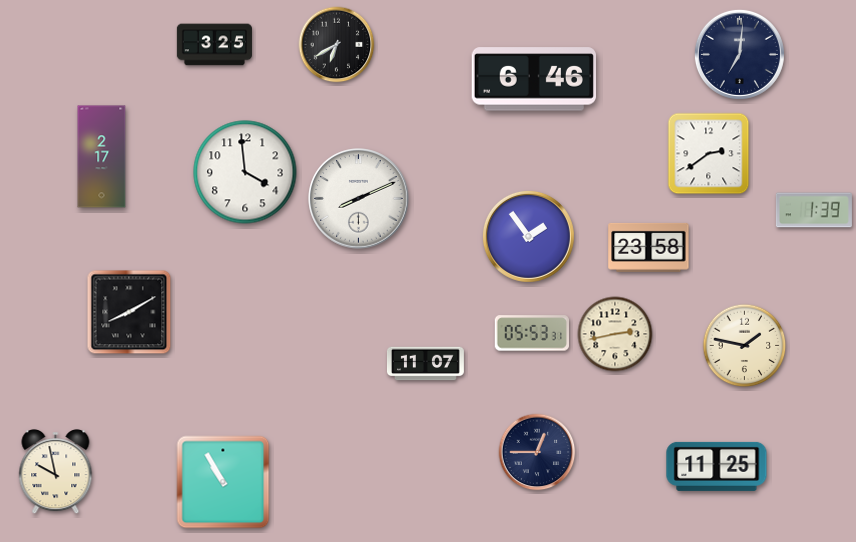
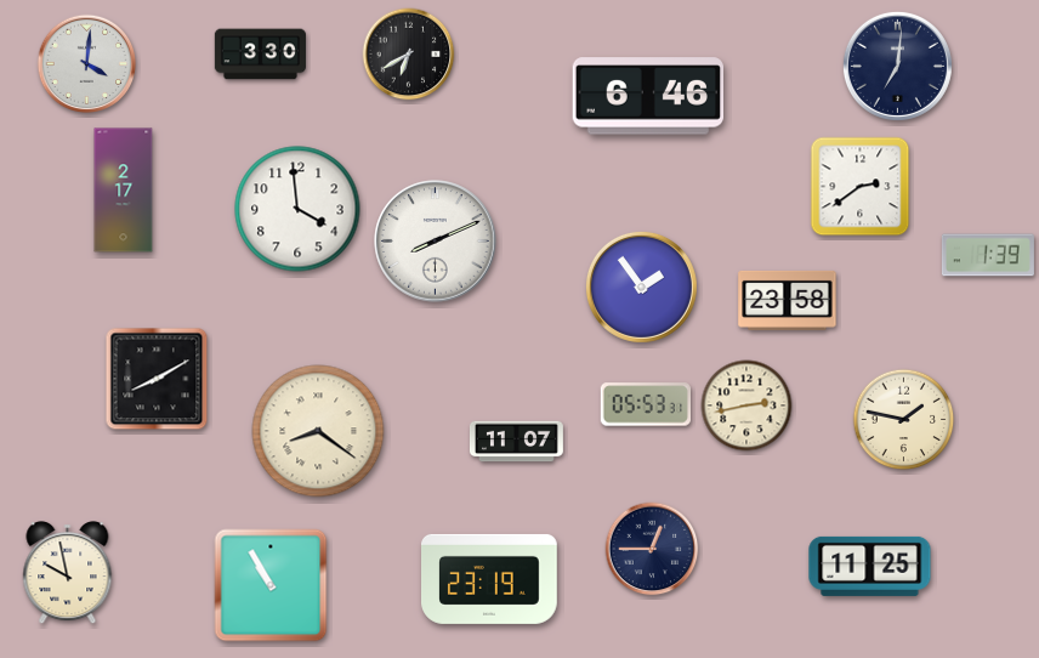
clock at (214, 45): 3:25 -> 3:30
clock at (87, 64): none -> 4:01
clock at (318, 431): none -> 8:21
clock at (490, 579): none -> 23:19
